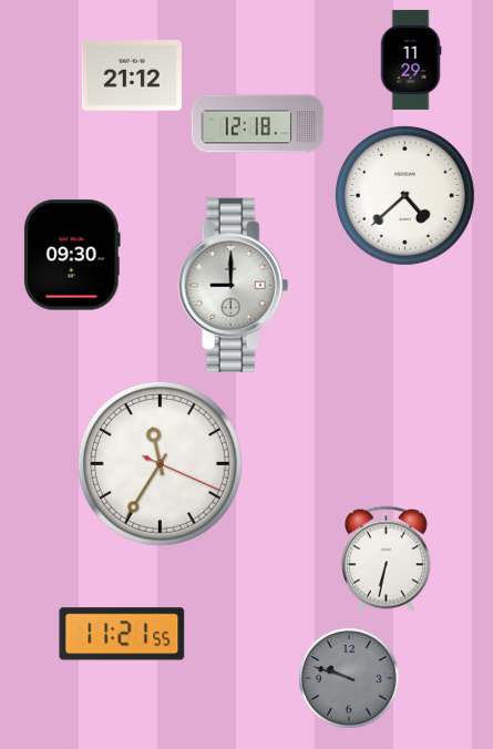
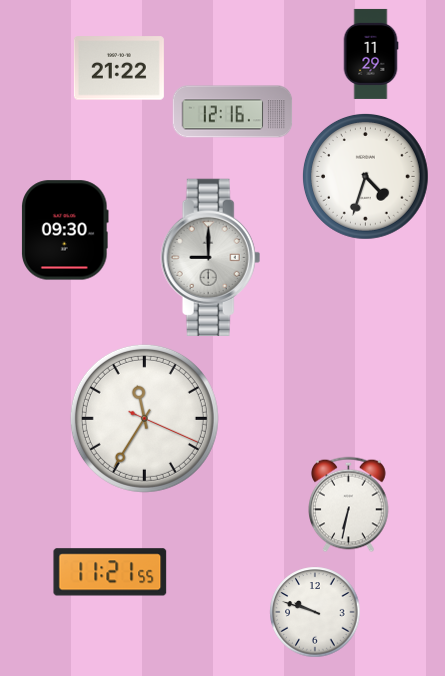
clock at (132, 75): 21:12 -> 21:22
clock at (258, 124): 12:18 -> 12:16
clock at (404, 195): 4:38 -> 4:33
clock at (349, 678) dial: grey -> white
